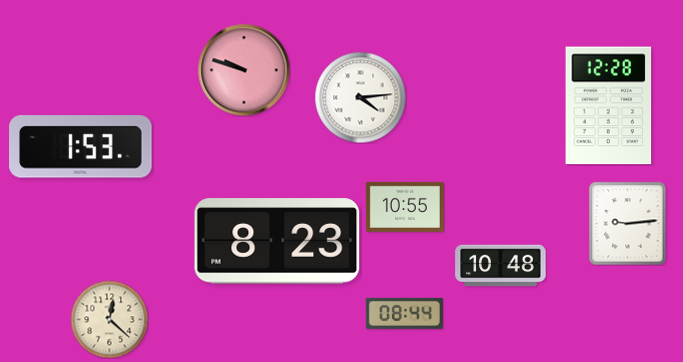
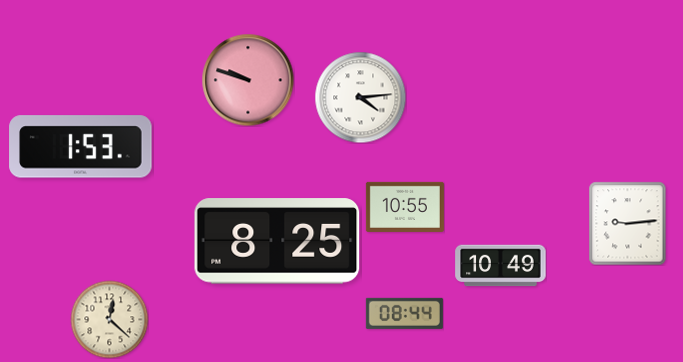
clock at (244, 70) position: (244, 70) -> (248, 80)
clock at (609, 106): 12:28 -> none
clock at (277, 241): 8:23 -> 8:25
clock at (501, 266): 10:48 -> 10:49
